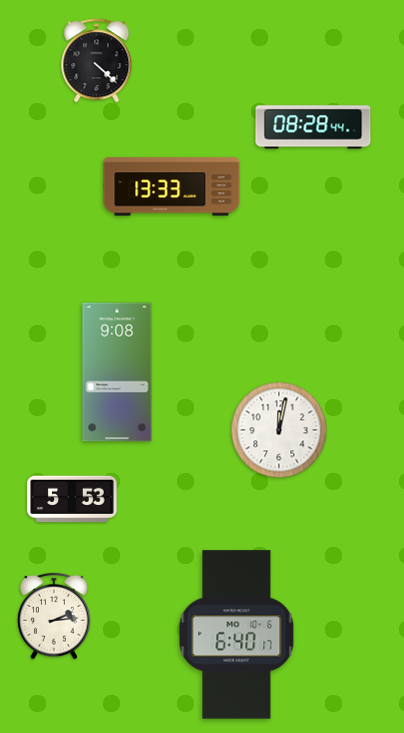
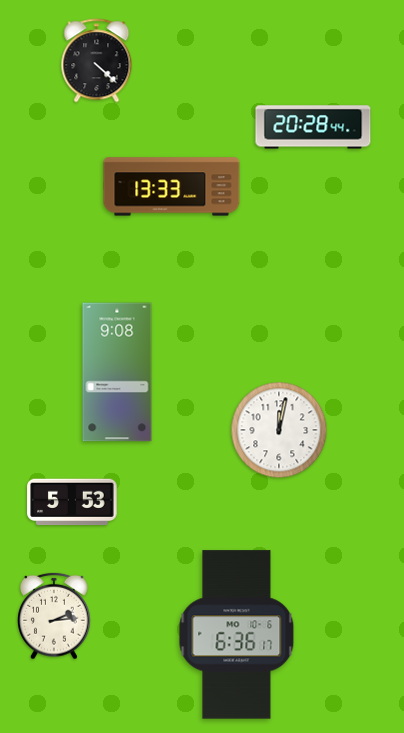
clock at (313, 127): 08:28 -> 20:28
clock at (72, 499) position: (72, 499) -> (72, 502)
clock at (237, 635): 6:40 -> 6:36
